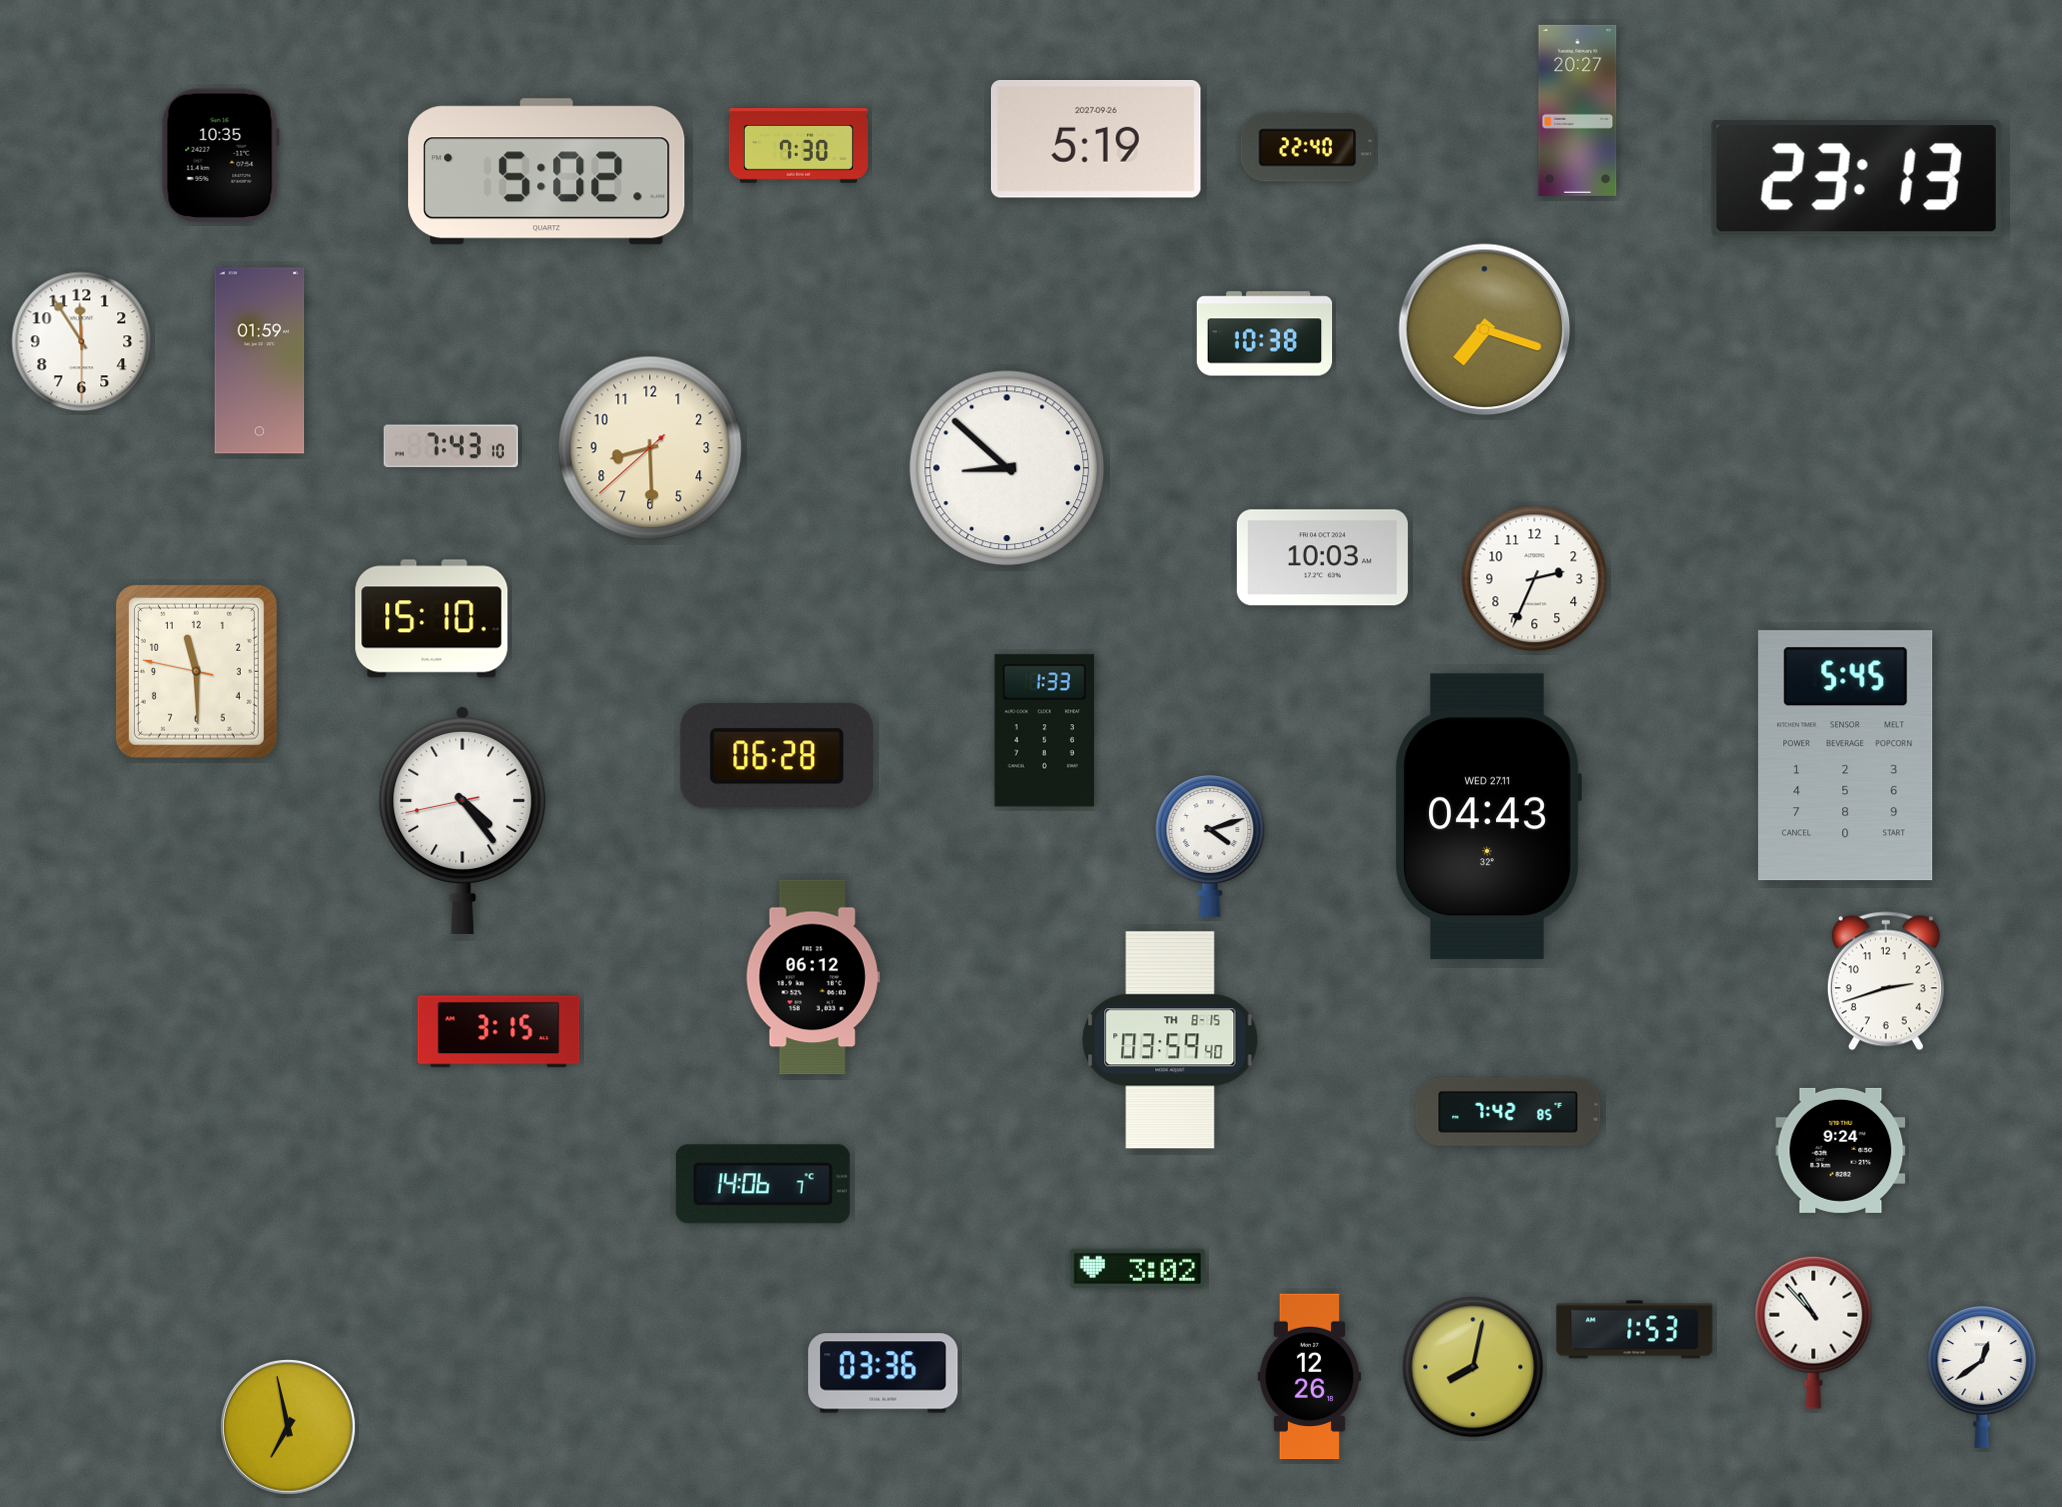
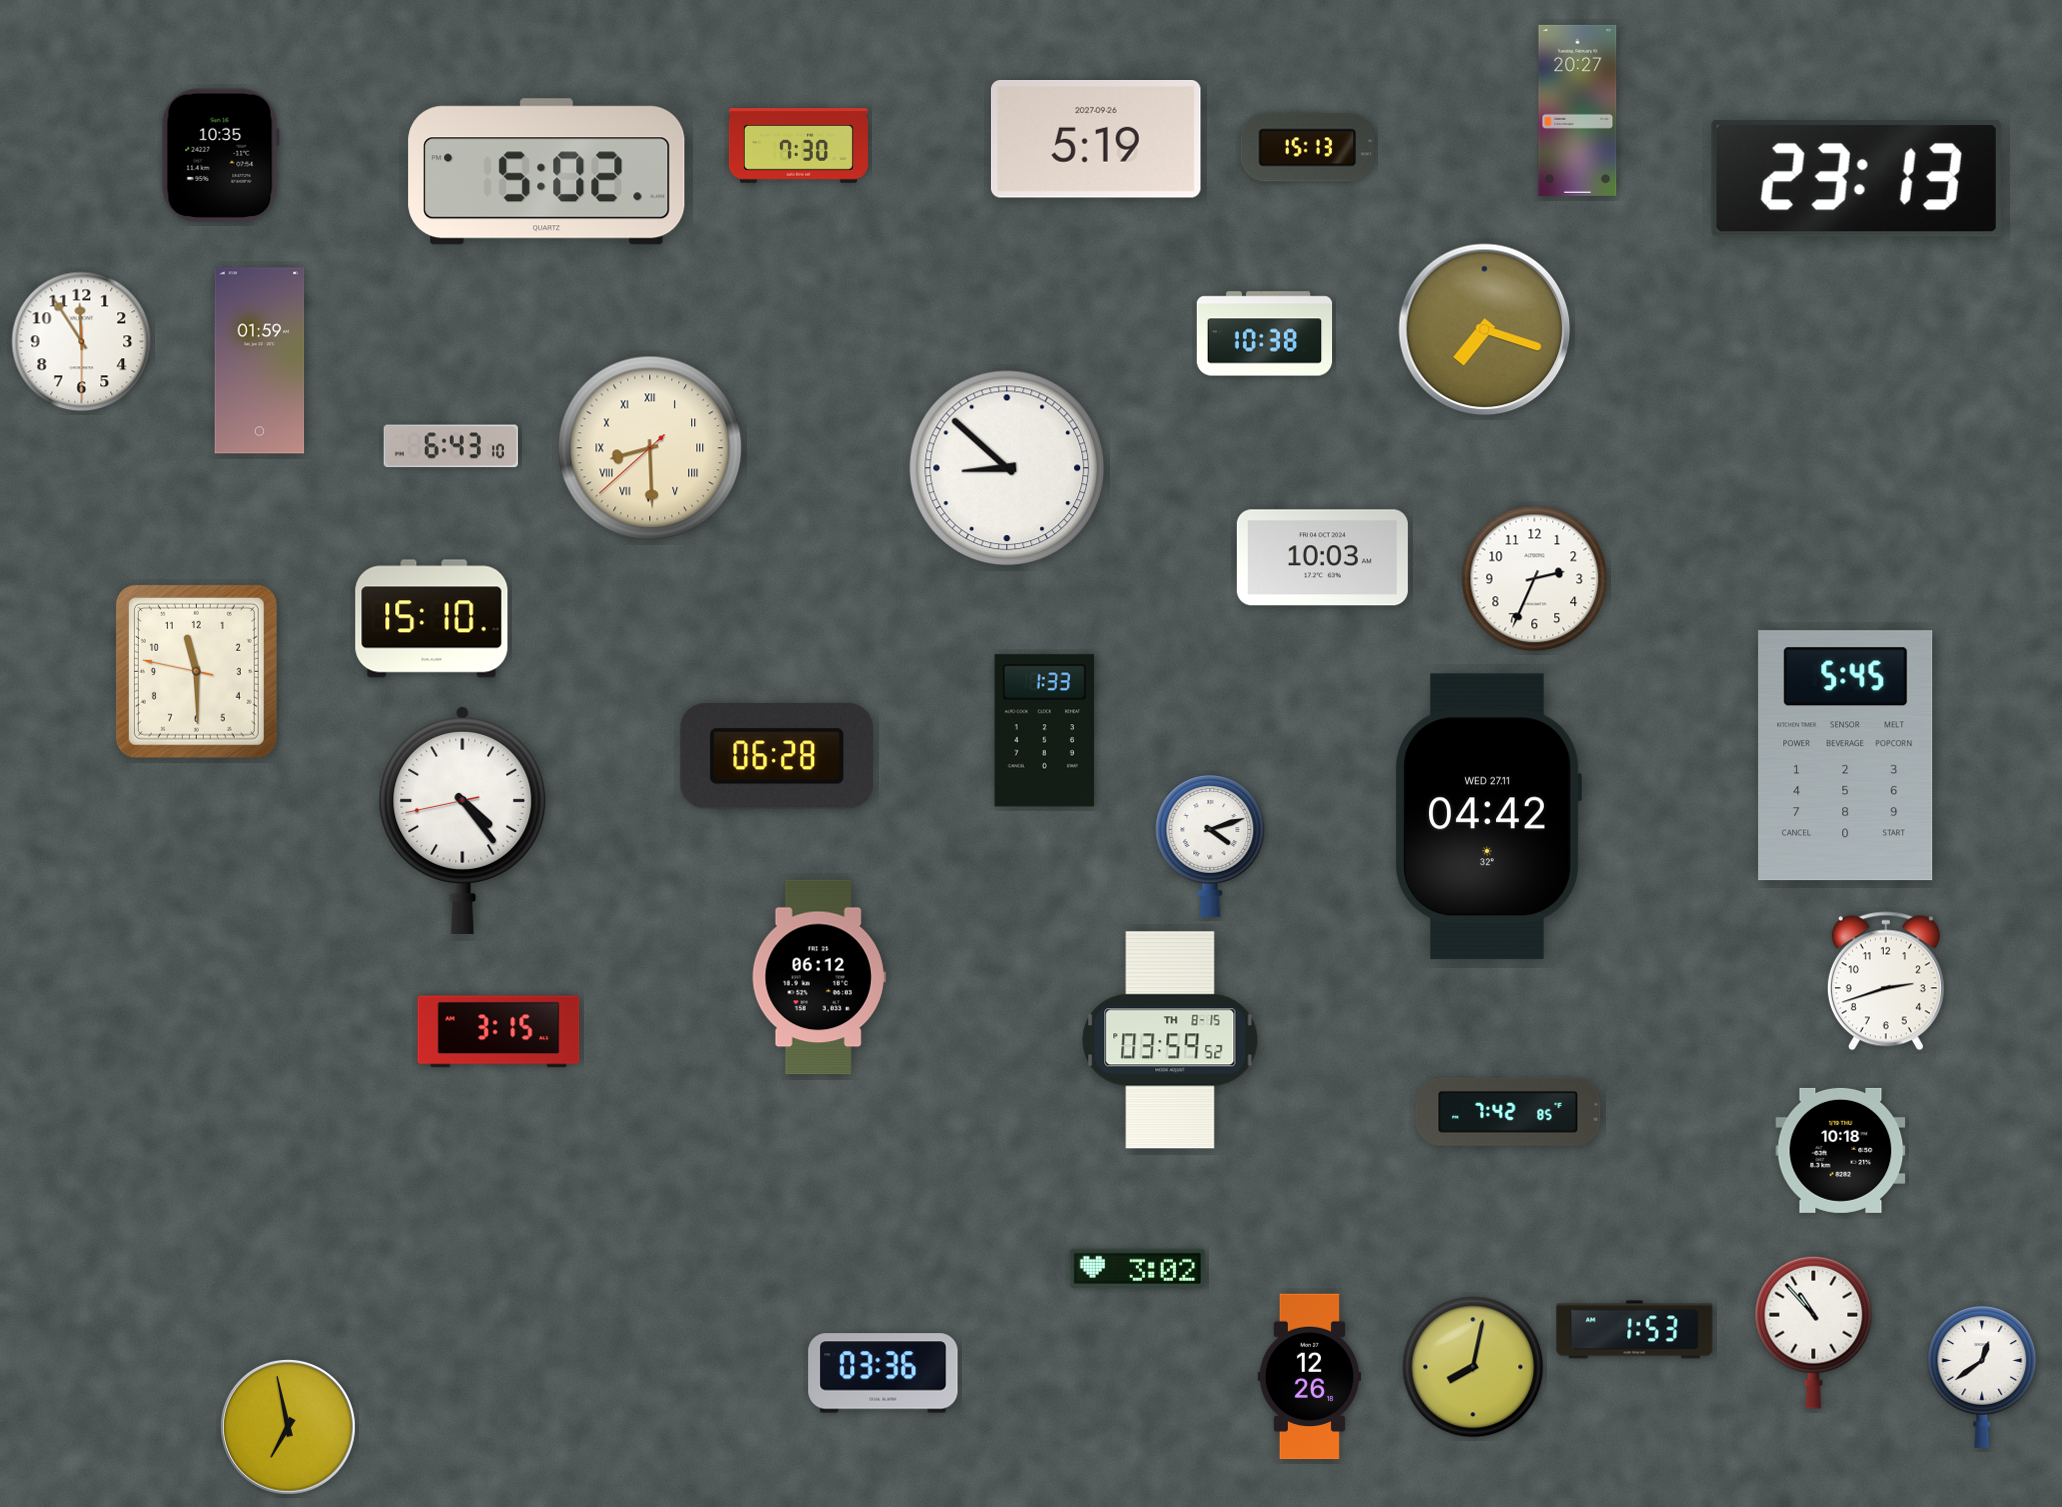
clock at (1308, 148): 22:40 -> 15:13
clock at (450, 446): 7:43 -> 6:43
clock at (650, 448) numerals: Arabic -> Roman
clock at (1489, 817): 04:43 -> 04:42
clock at (813, 977) position: (813, 977) -> (819, 977)
clock at (1170, 1040): 03:59:40 -> 03:59:52
clock at (1841, 1150): 9:24 -> 10:18
clock at (763, 1184): 14:06 -> none
